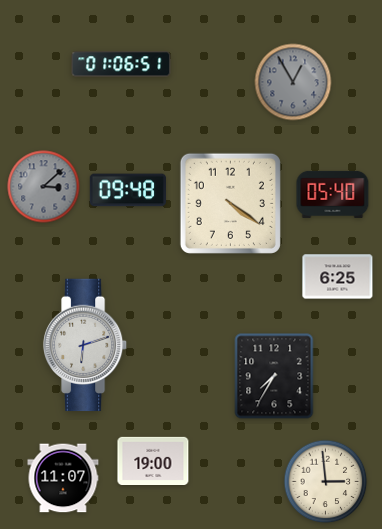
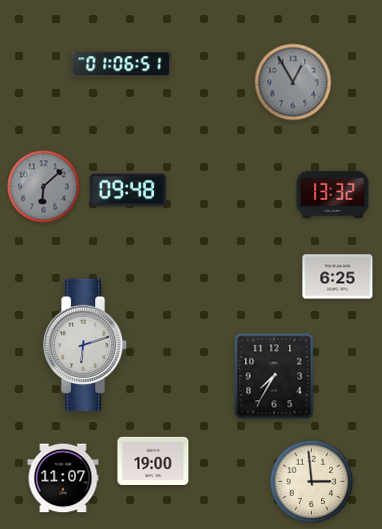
clock at (44, 187): 3:08 -> 6:08
clock at (333, 194): 05:40 -> 13:32
clock at (230, 203): 4:21 -> none
clock at (326, 482) position: (326, 482) -> (312, 482)
